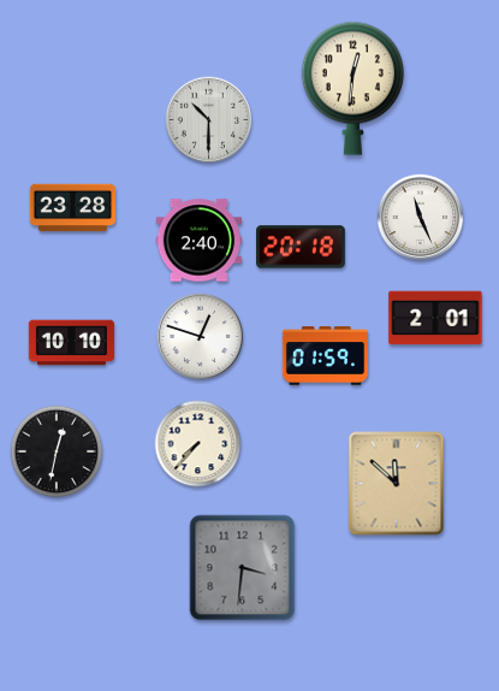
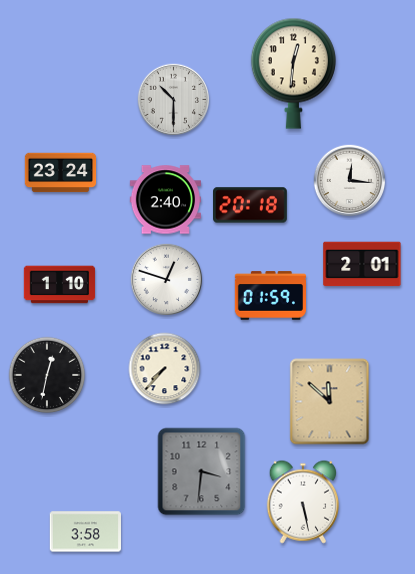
clock at (73, 208): 23:28 -> 23:24
clock at (421, 218): 11:26 -> 12:16
clock at (72, 343): 10:10 -> 1:10
clock at (303, 502): none -> 5:28
clock at (85, 532): none -> 3:58
